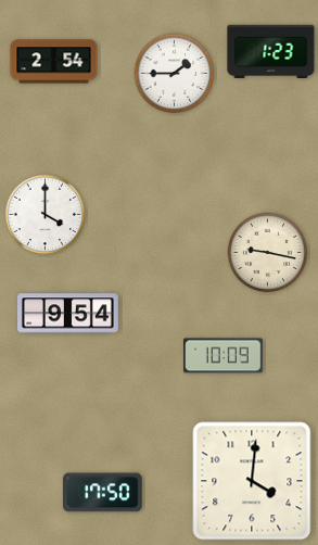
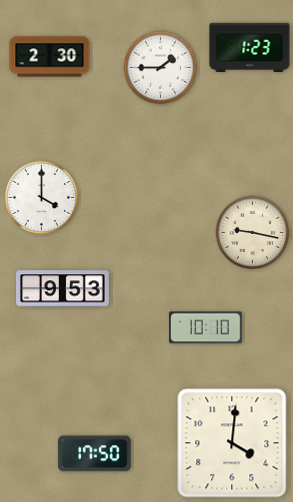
clock at (54, 62): 2:54 -> 2:30
clock at (268, 253) position: (268, 253) -> (253, 233)
clock at (68, 314): 9:54 -> 9:53
clock at (224, 356): 10:09 -> 10:10
